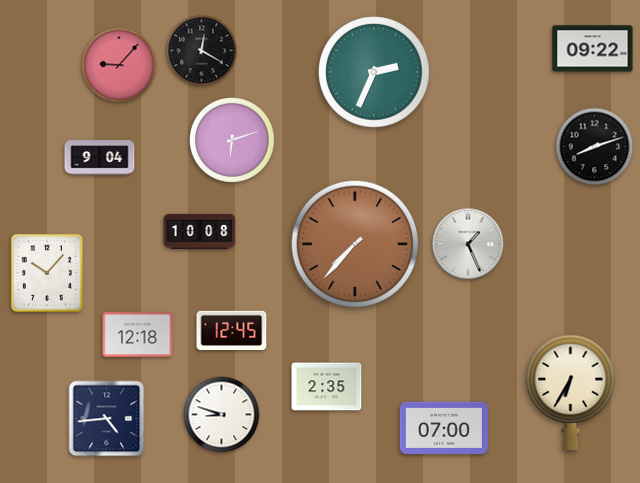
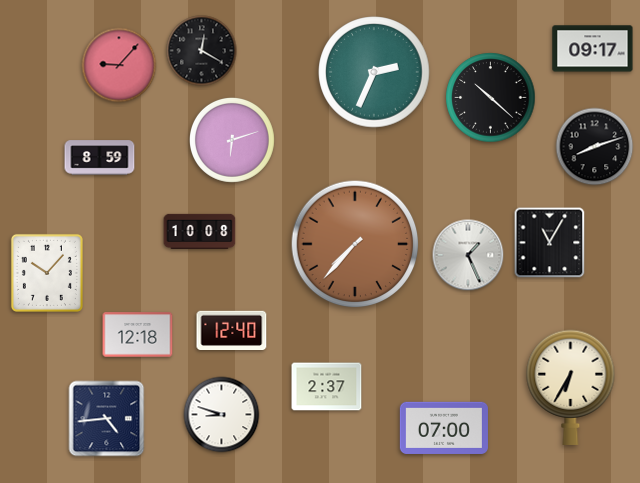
clock at (593, 49): 09:22 -> 09:17
clock at (491, 98): none -> 10:22
clock at (100, 158): 9:04 -> 8:59
clock at (550, 243): none -> 11:05
clock at (468, 244) position: (468, 244) -> (468, 255)
clock at (232, 330): 12:45 -> 12:40
clock at (327, 387): 2:35 -> 2:37
clock at (571, 392) position: (571, 392) -> (571, 387)
